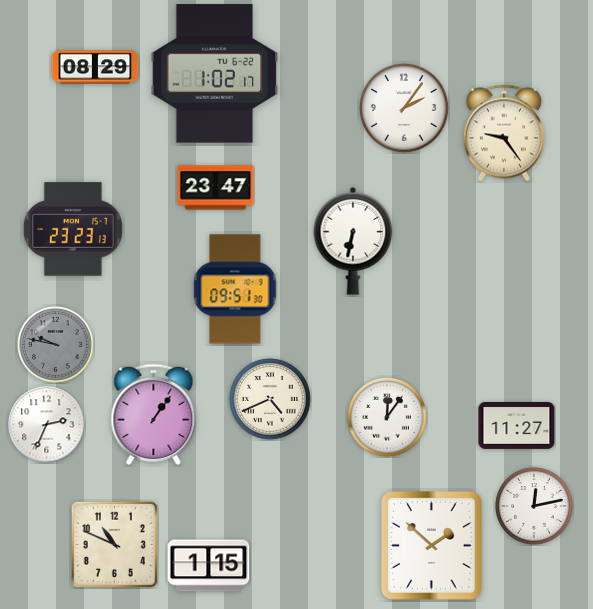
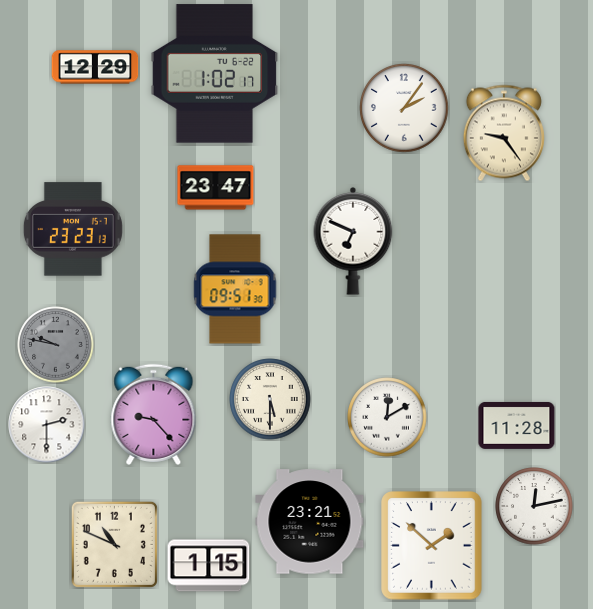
clock at (95, 67): 08:29 -> 12:29
clock at (353, 241): 6:32 -> 6:49
clock at (270, 399): 4:41 -> 5:30
clock at (154, 414): 1:06 -> 9:23
clock at (387, 417): 12:06 -> 12:10
clock at (47, 425): 2:34 -> 2:30
clock at (517, 425): 11:27 -> 11:28
clock at (310, 522): none -> 23:21
